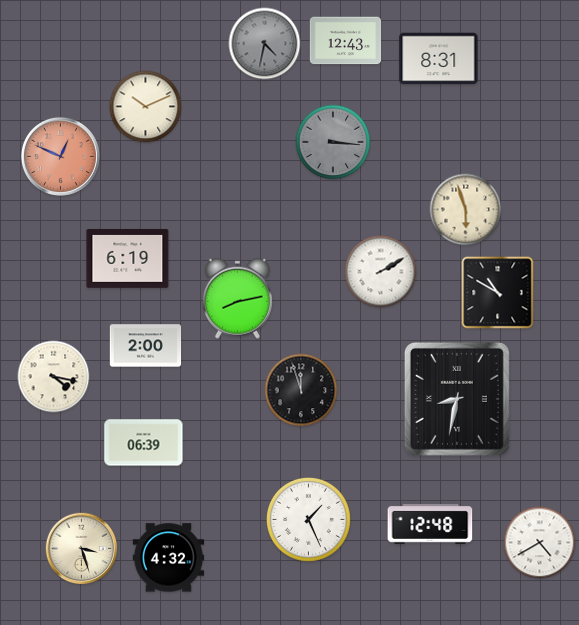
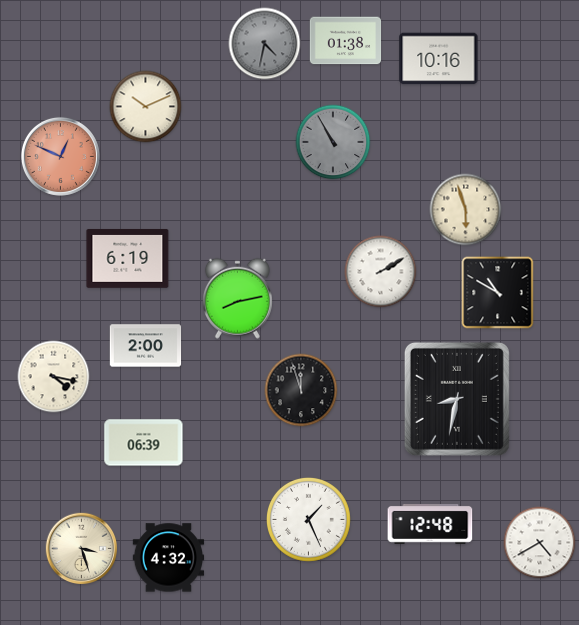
clock at (346, 41): 12:43 -> 01:38
clock at (439, 59): 8:31 -> 10:16
clock at (333, 142): 3:16 -> 10:55
